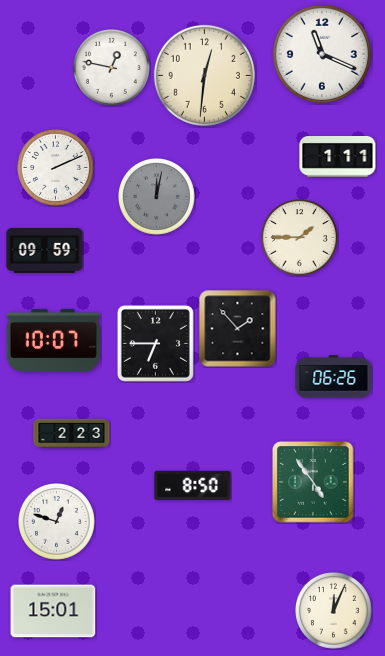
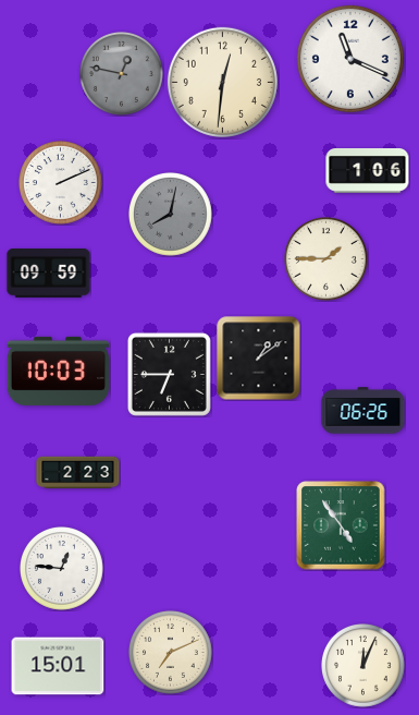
clock at (112, 68) dial: white -> grey
clock at (338, 157): 1:11 -> 1:06
clock at (157, 197): 12:02 -> 8:02
clock at (238, 329): 1:53 -> 1:09
clock at (53, 340): 10:07 -> 10:03
clock at (193, 485): 8:50 -> none
clock at (57, 522): 12:48 -> 12:46
clock at (171, 653): none -> 7:11
